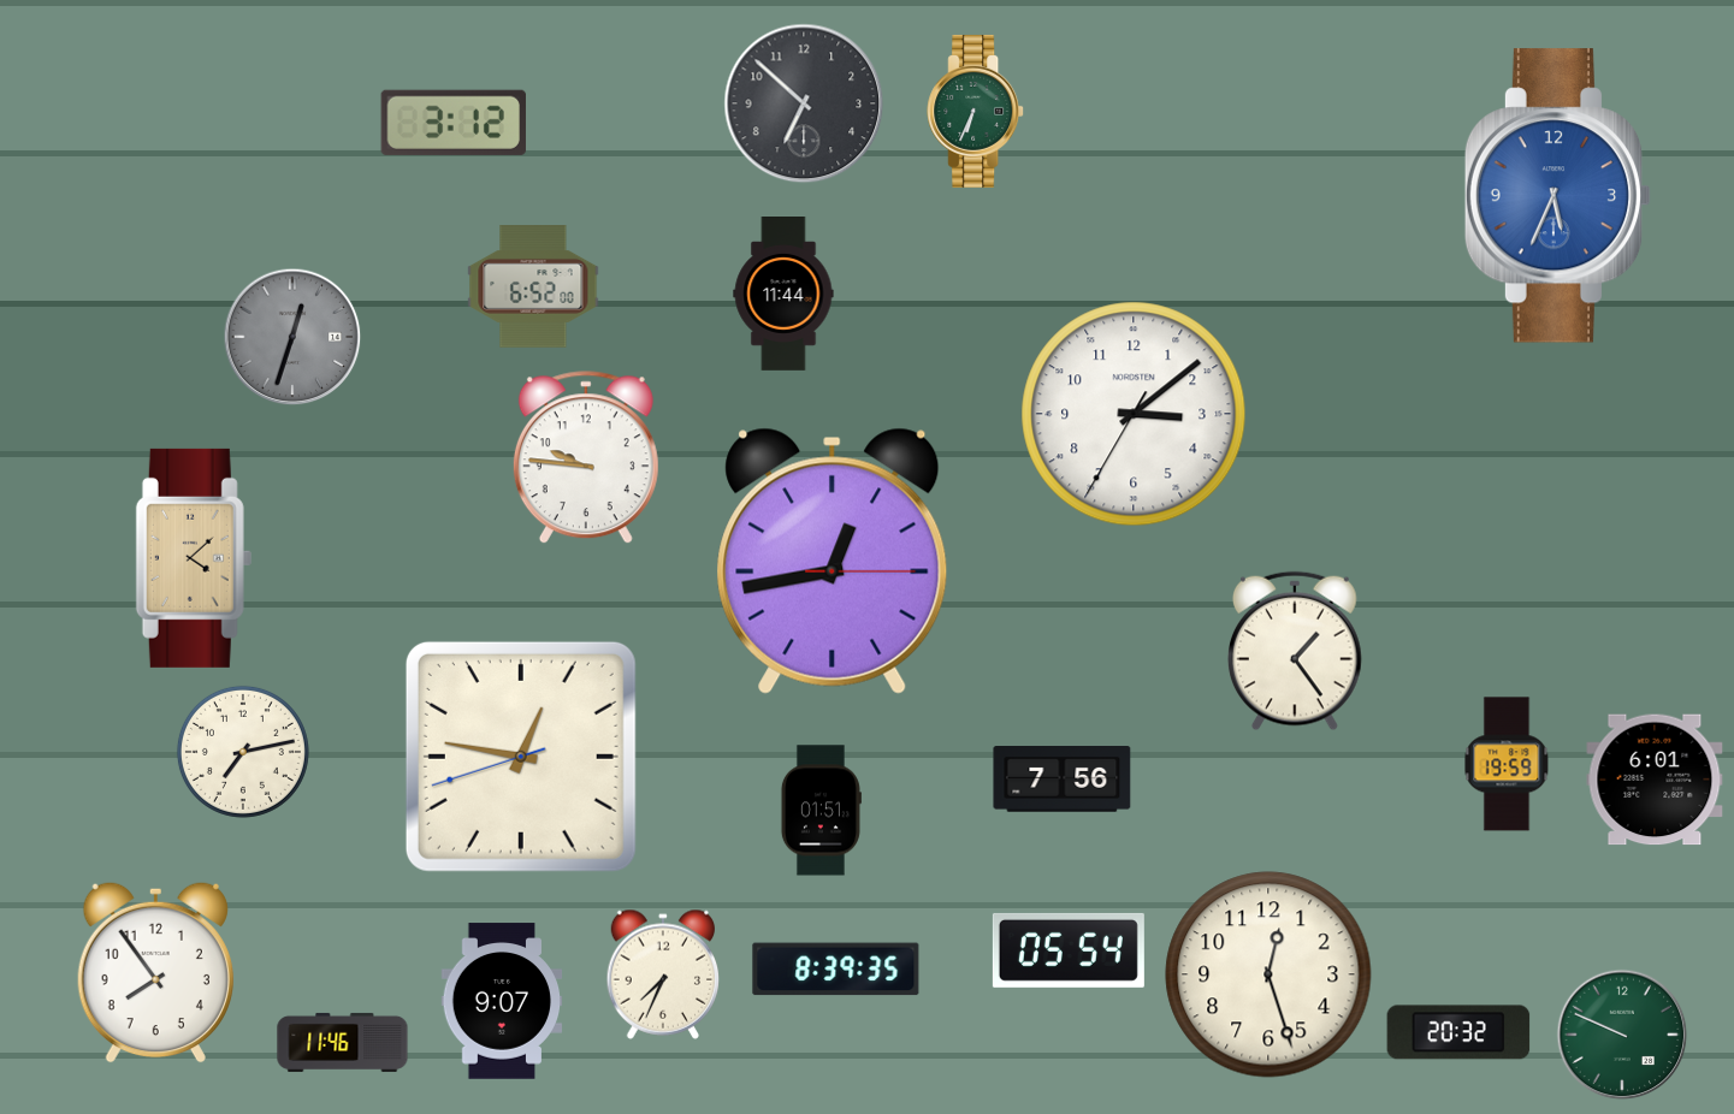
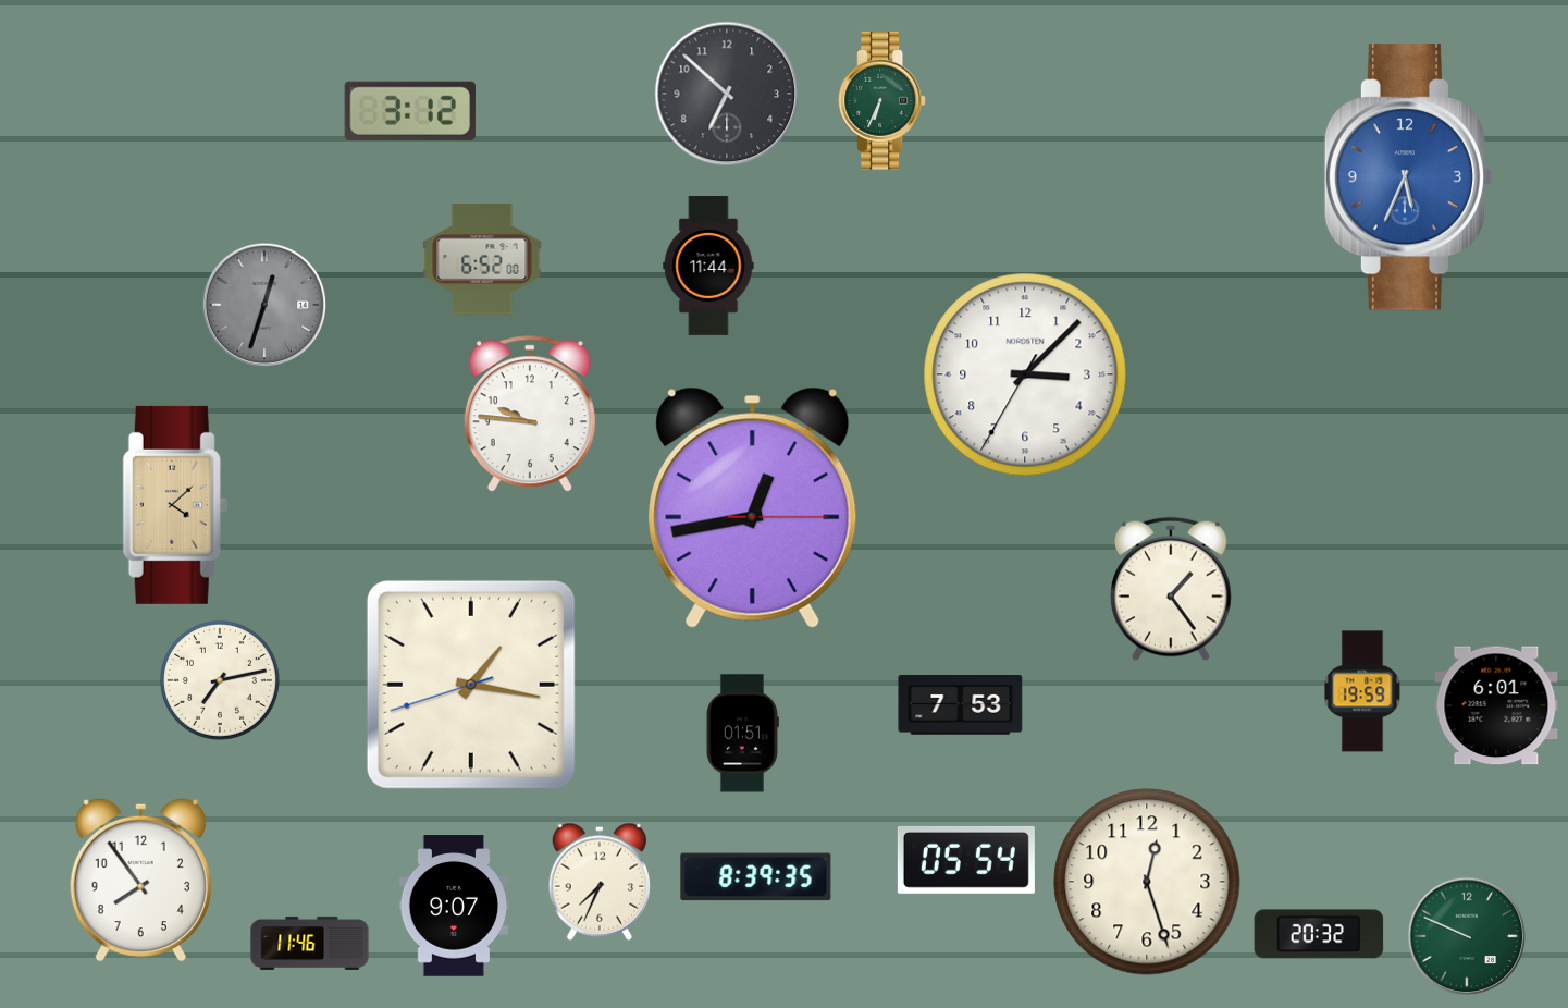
clock at (1134, 414): 3:08 -> 3:07
clock at (521, 757): 12:46 -> 1:16
clock at (1063, 780): 7:56 -> 7:53
